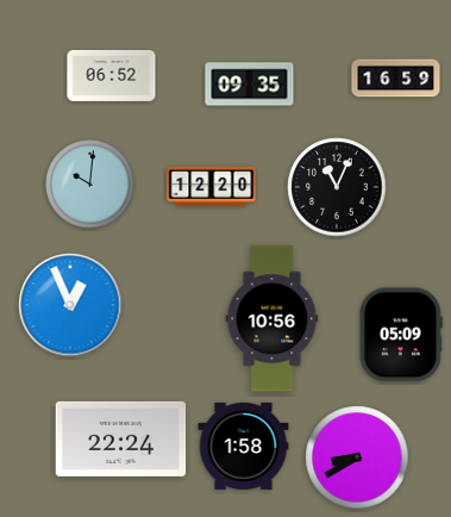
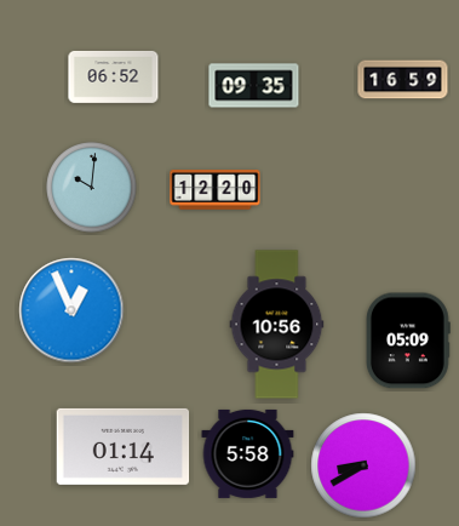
clock at (337, 187): 11:04 -> none
clock at (121, 438): 22:24 -> 01:14
clock at (244, 446): 1:58 -> 5:58
